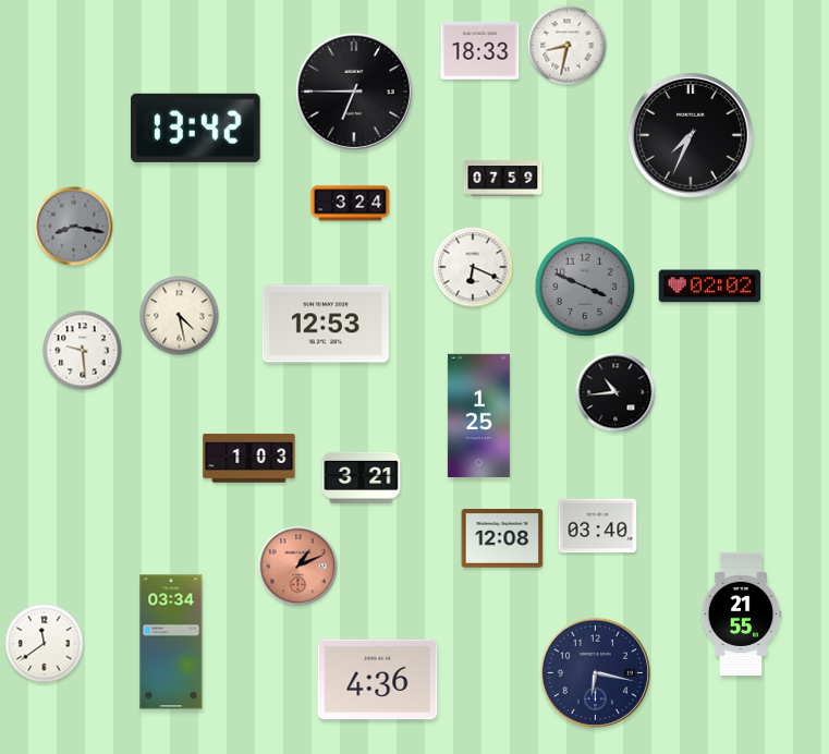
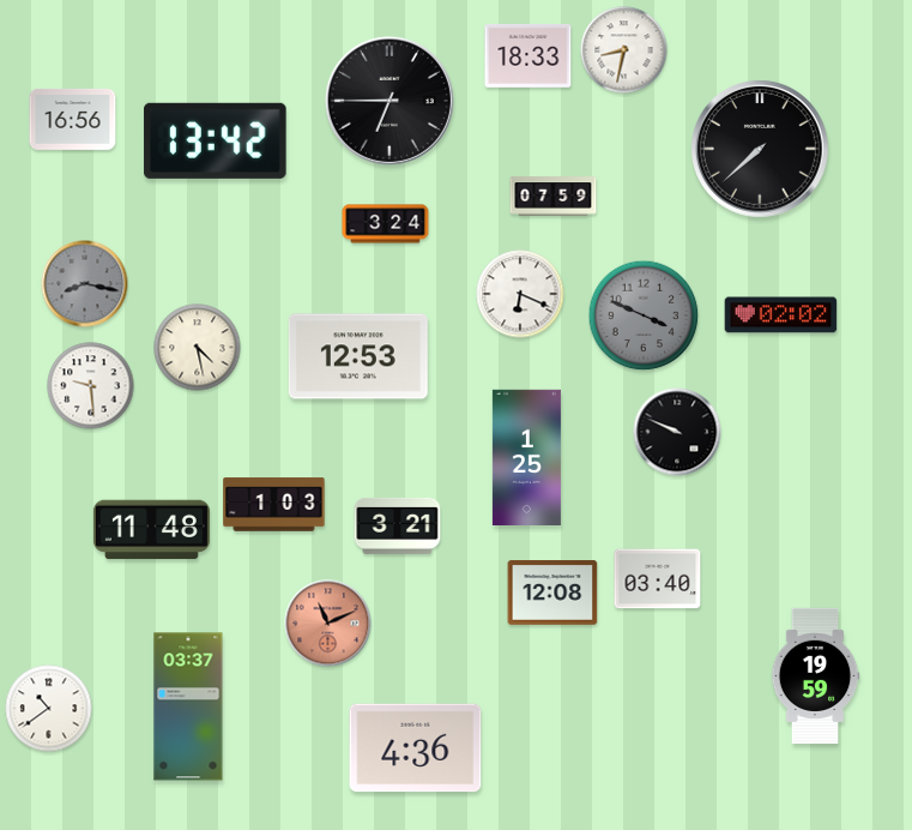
clock at (73, 119): none -> 16:56
clock at (692, 136): 7:34 -> 7:38
clock at (74, 227) position: (74, 227) -> (85, 284)
clock at (615, 392): 10:44 -> 9:49
clock at (151, 530): none -> 11:48
clock at (298, 567): 1:11 -> 11:11
clock at (741, 613): 21:55 -> 19:59
clock at (171, 642): 03:34 -> 03:37
clock at (45, 644): 11:39 -> 10:39
clock at (595, 672): 6:17 -> none
